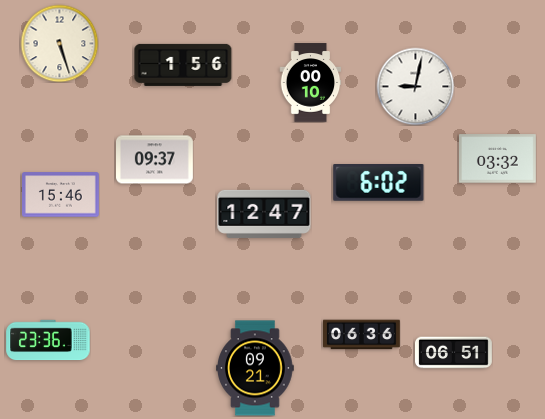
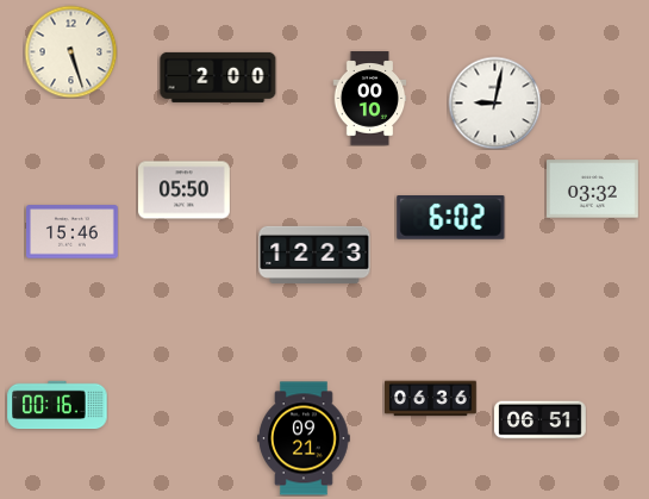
clock at (183, 65): 1:56 -> 2:00
clock at (155, 160): 09:37 -> 05:50
clock at (264, 214): 12:47 -> 12:23
clock at (48, 340): 23:36 -> 00:16
